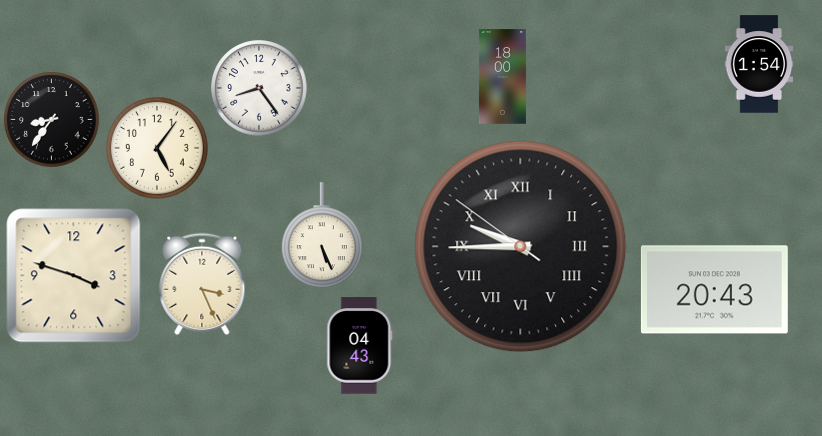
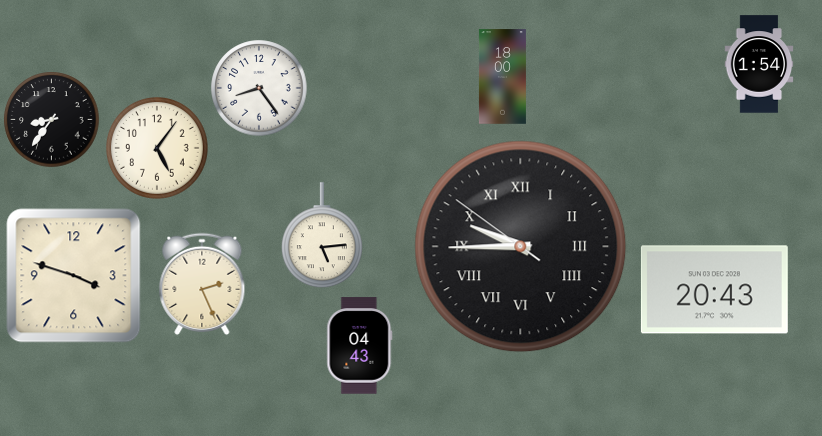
clock at (322, 235): 5:26 -> 5:14
clock at (202, 284): 3:26 -> 2:26
